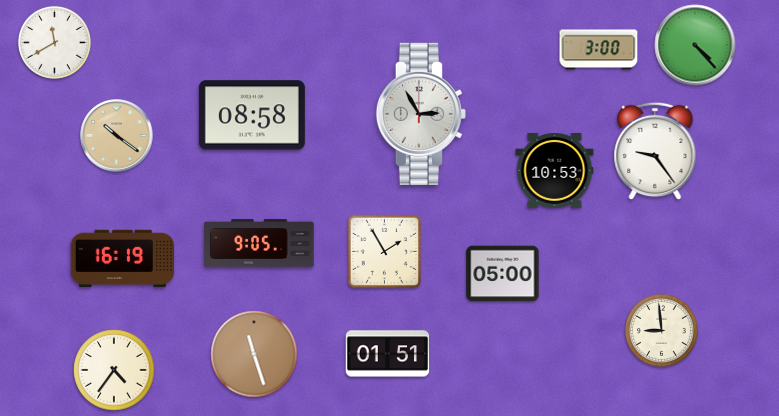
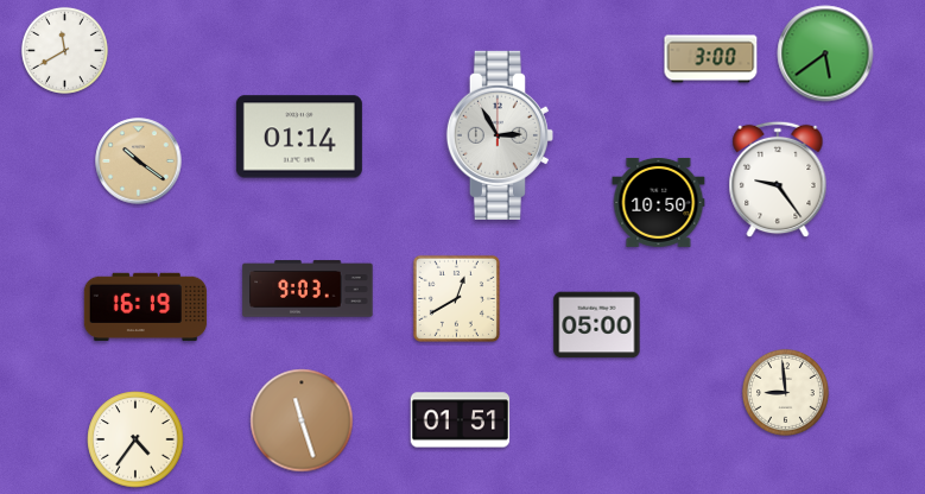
clock at (695, 45): 4:23 -> 5:39
clock at (252, 115): 08:58 -> 01:14
clock at (555, 170): 10:53 -> 10:50
clock at (259, 243): 9:05 -> 9:03
clock at (384, 251): 1:55 -> 12:40
